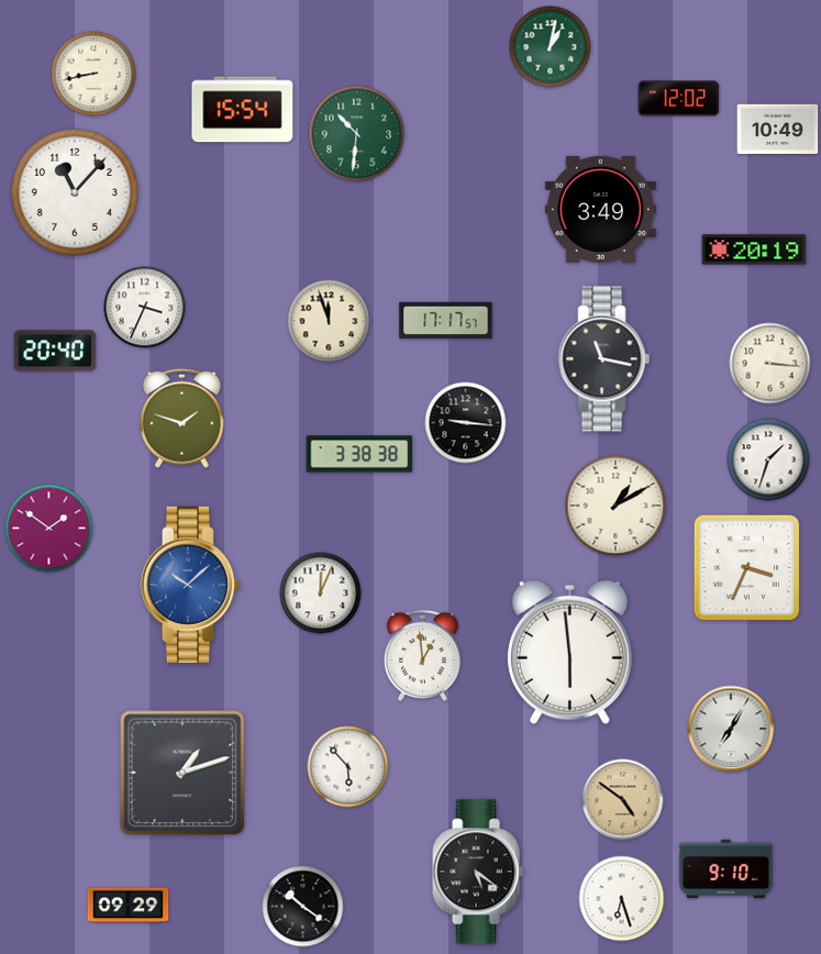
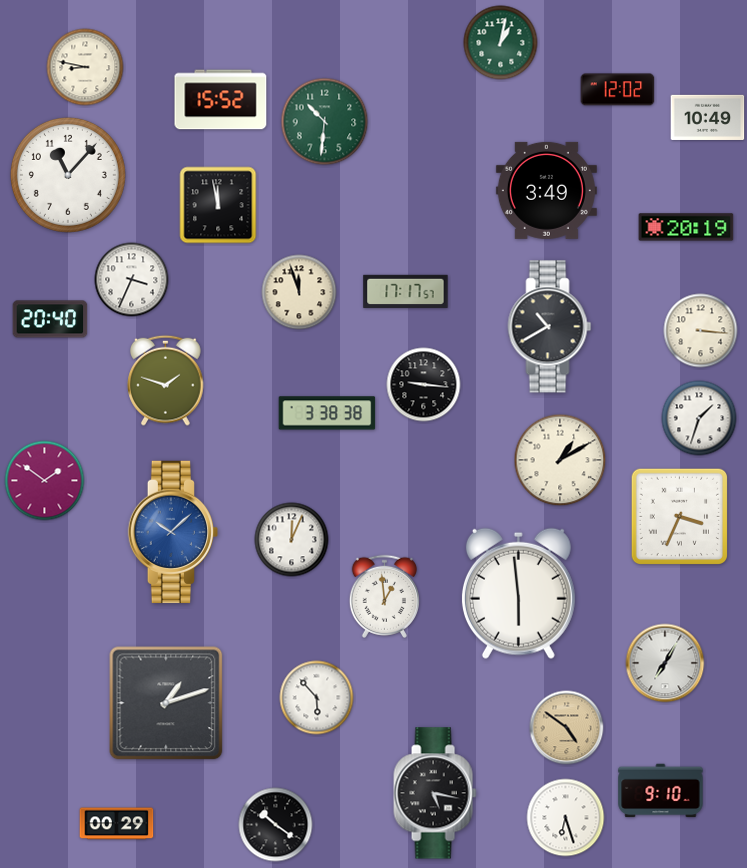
clock at (93, 74): 8:43 -> 8:47
clock at (243, 110): 15:54 -> 15:52
clock at (218, 205): none -> 11:58
clock at (604, 359): 11:17 -> 10:40
clock at (478, 872): 5:21 -> 5:17
clock at (129, 906): 09:29 -> 00:29
